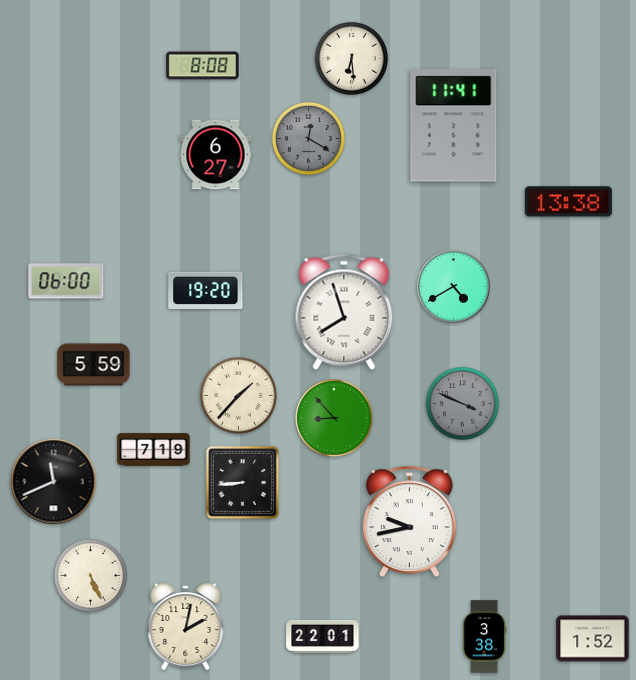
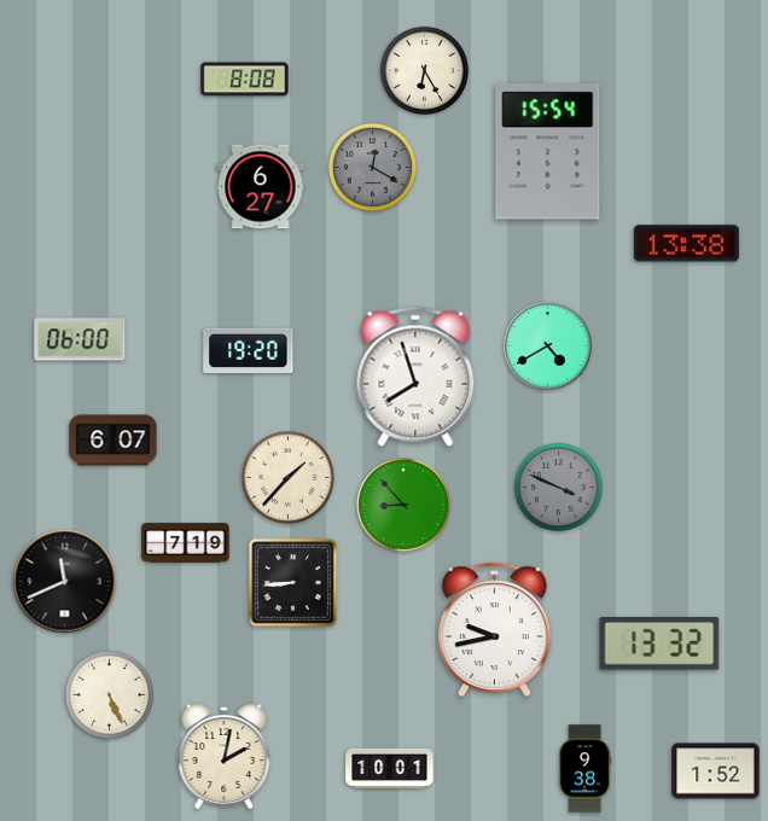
clock at (351, 58): 6:29 -> 6:25
clock at (454, 126): 11:41 -> 15:54
clock at (94, 365): 5:59 -> 6:07
clock at (659, 645): none -> 13:32
clock at (323, 636): 22:01 -> 10:01
clock at (484, 637): 3:38 -> 9:38
